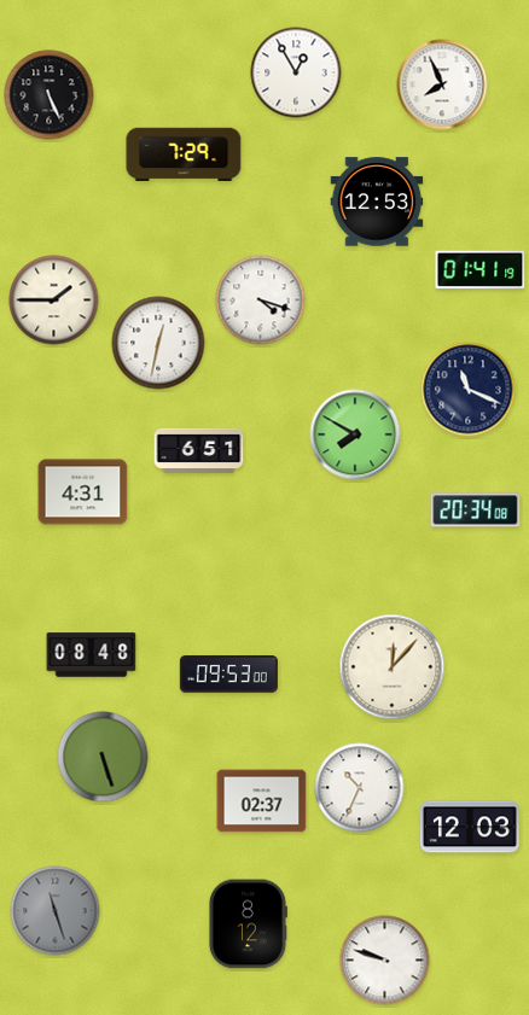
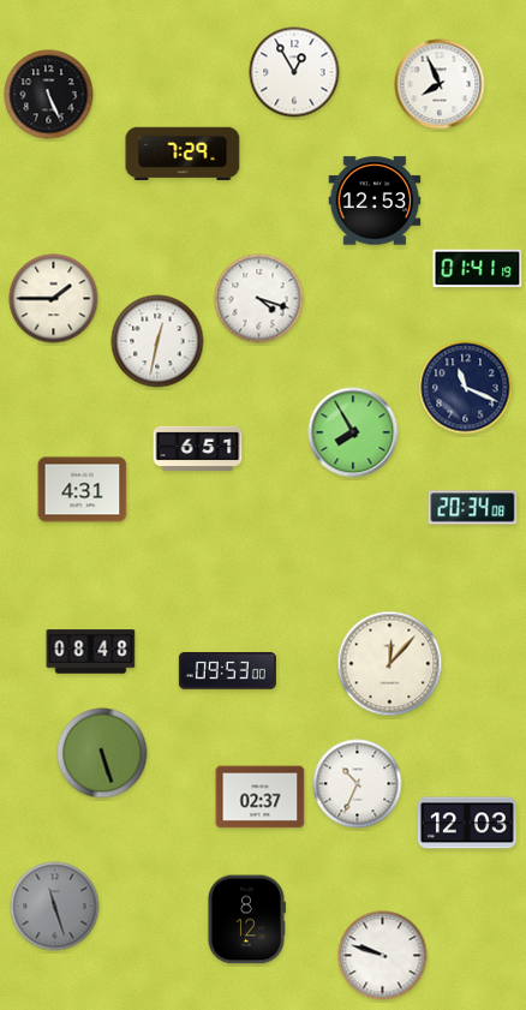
clock at (355, 434): 7:50 -> 7:55
